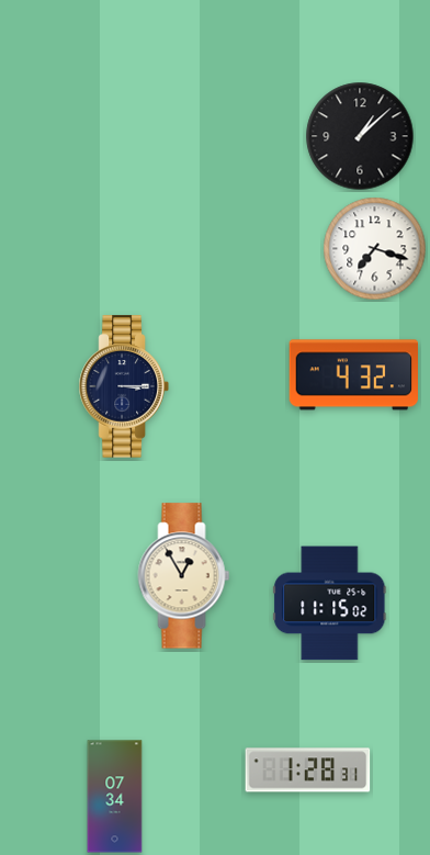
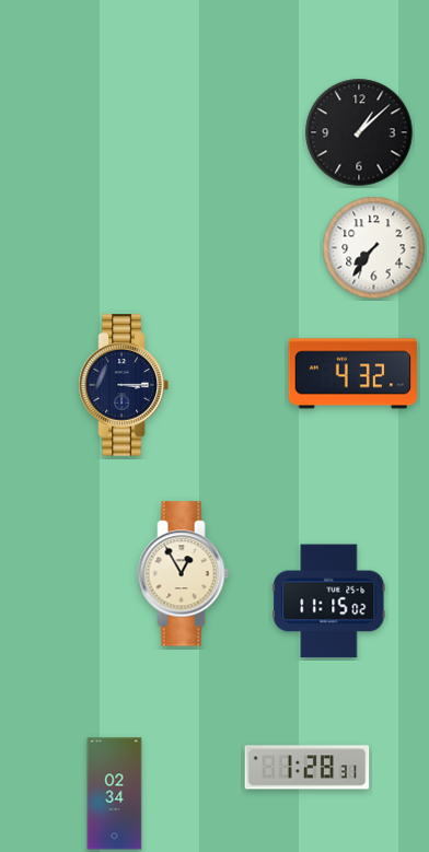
clock at (360, 136) position: (360, 136) -> (359, 132)
clock at (375, 249): 7:18 -> 7:36
clock at (115, 797): 07:34 -> 02:34
